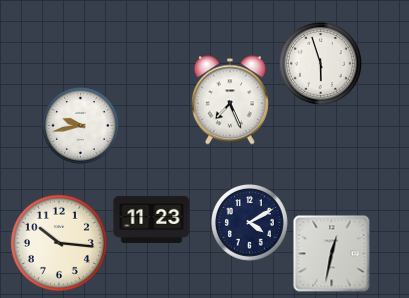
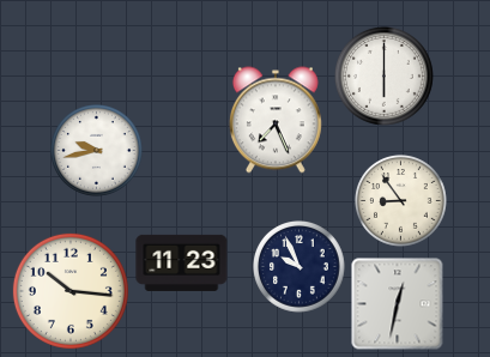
clock at (320, 63): 5:57 -> 6:00
clock at (401, 201): none -> 8:54
clock at (250, 223): 4:10 -> 9:56
